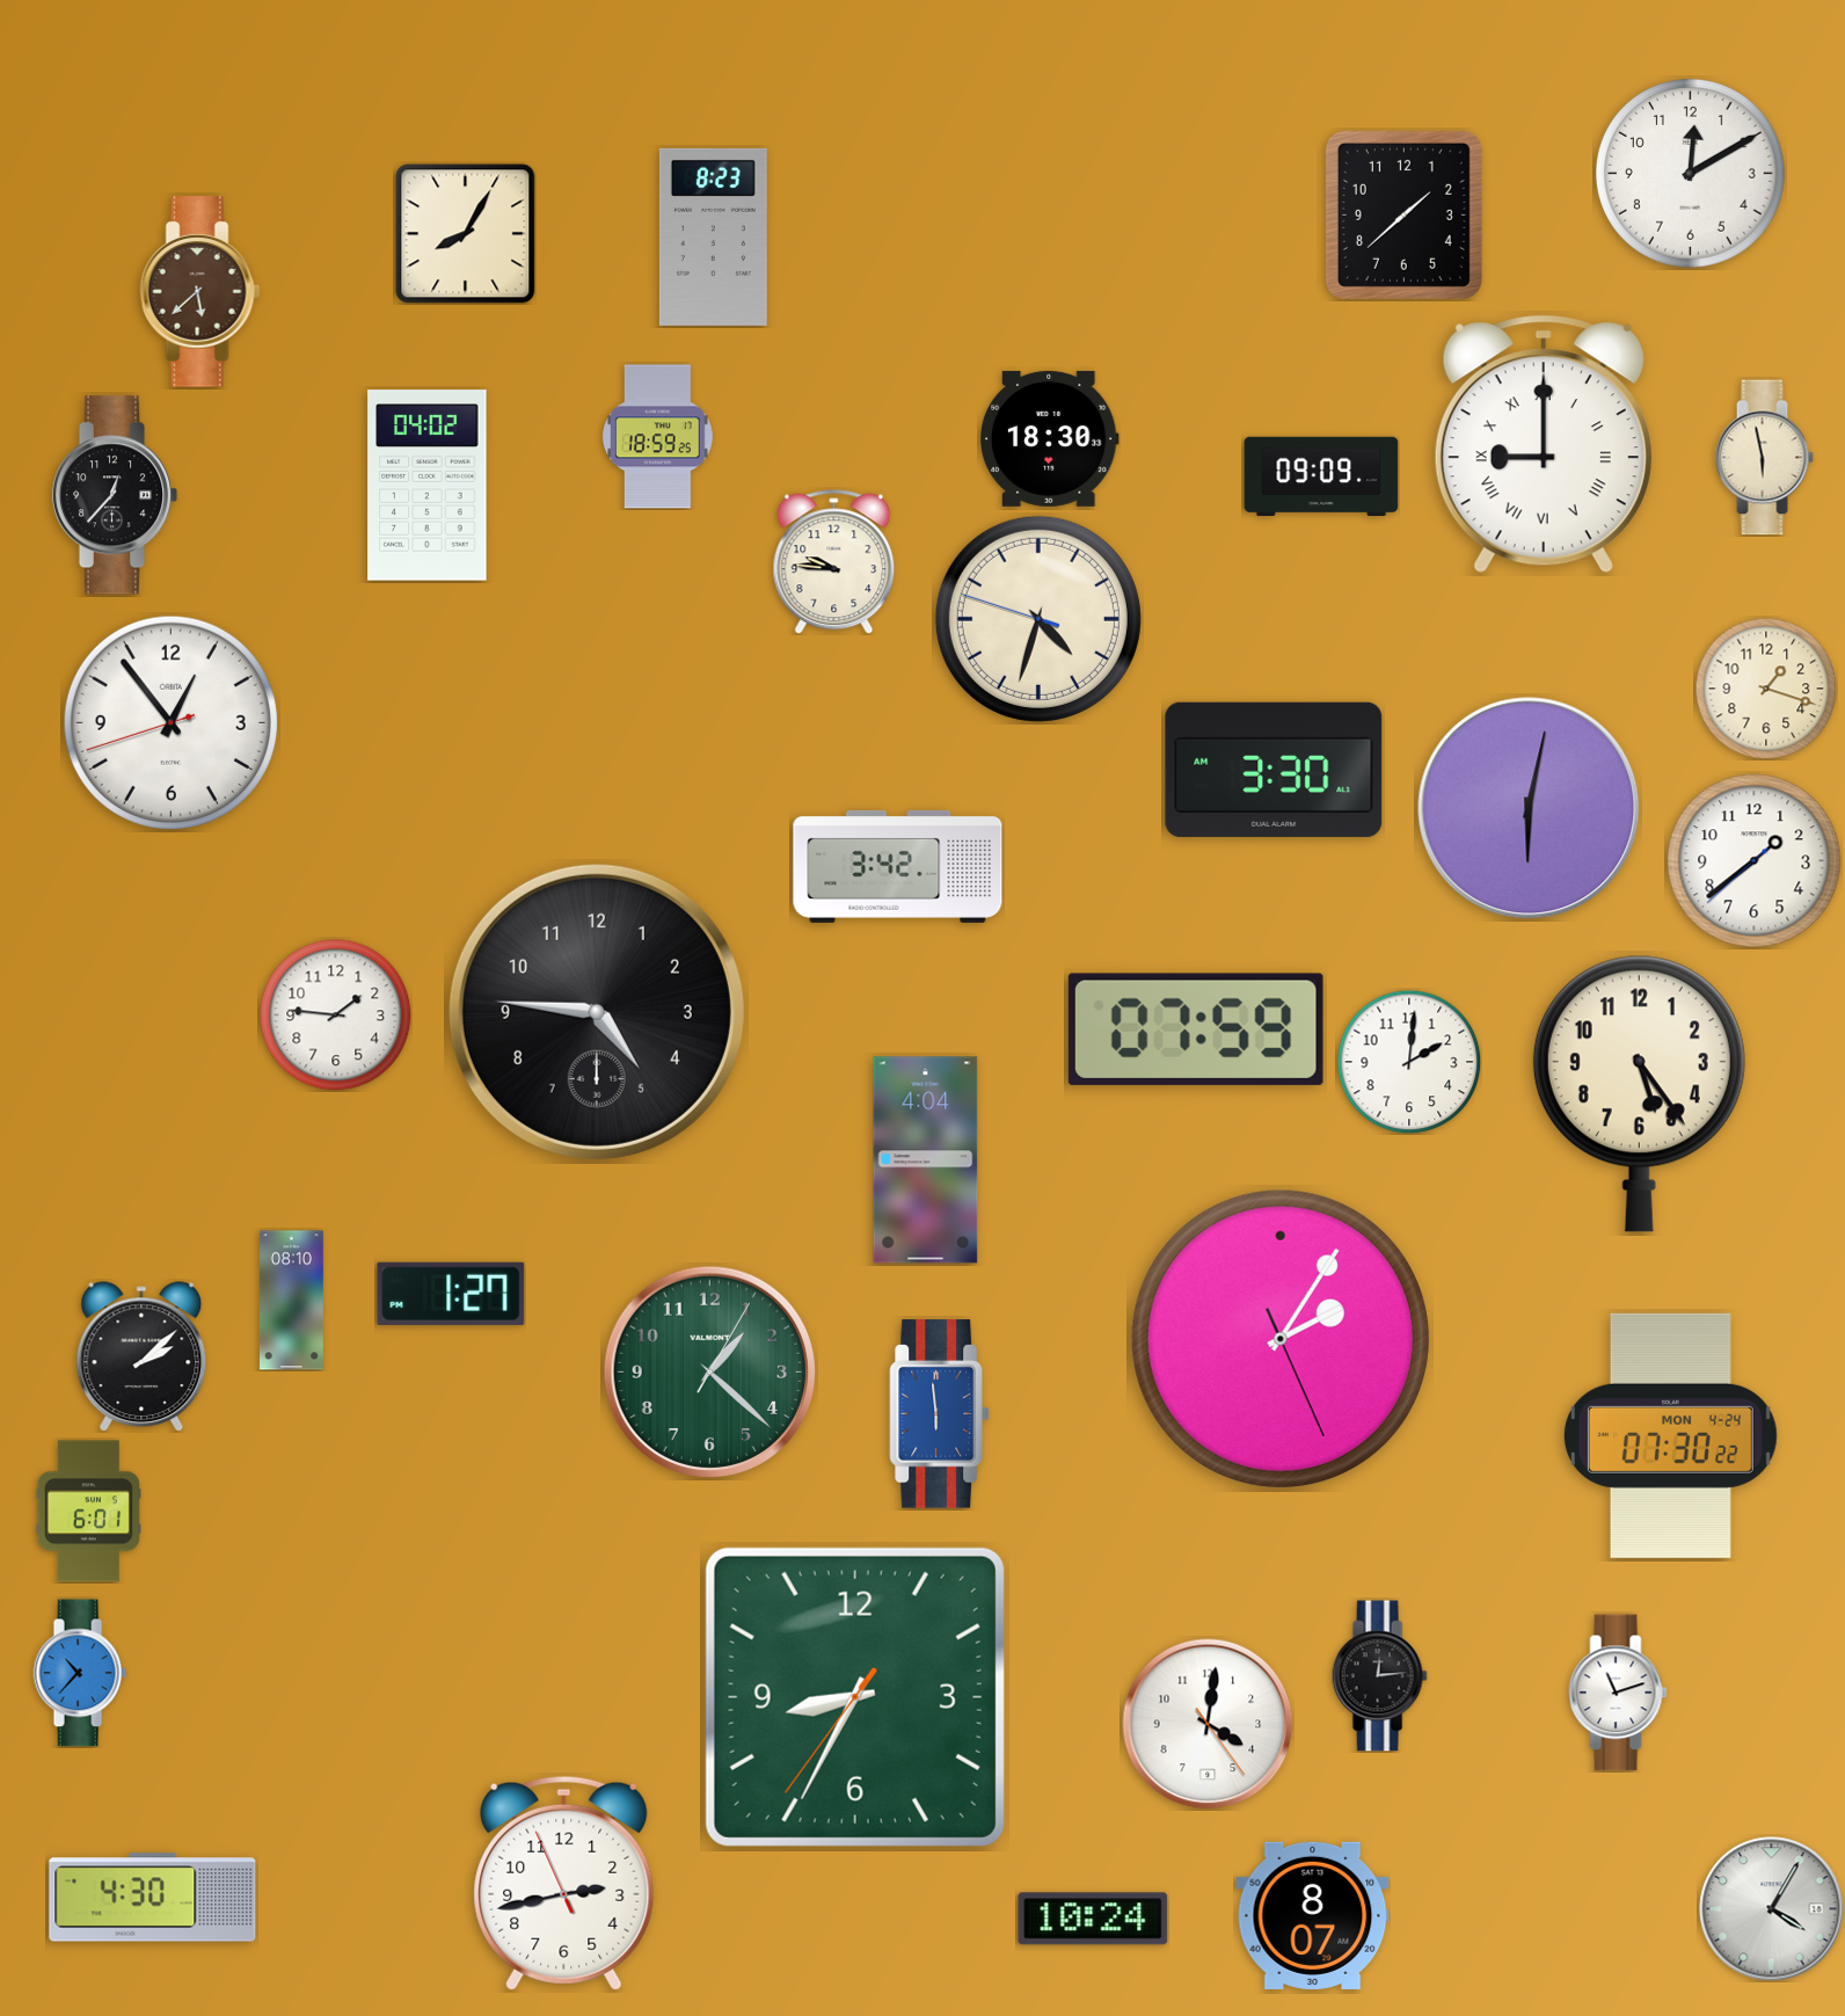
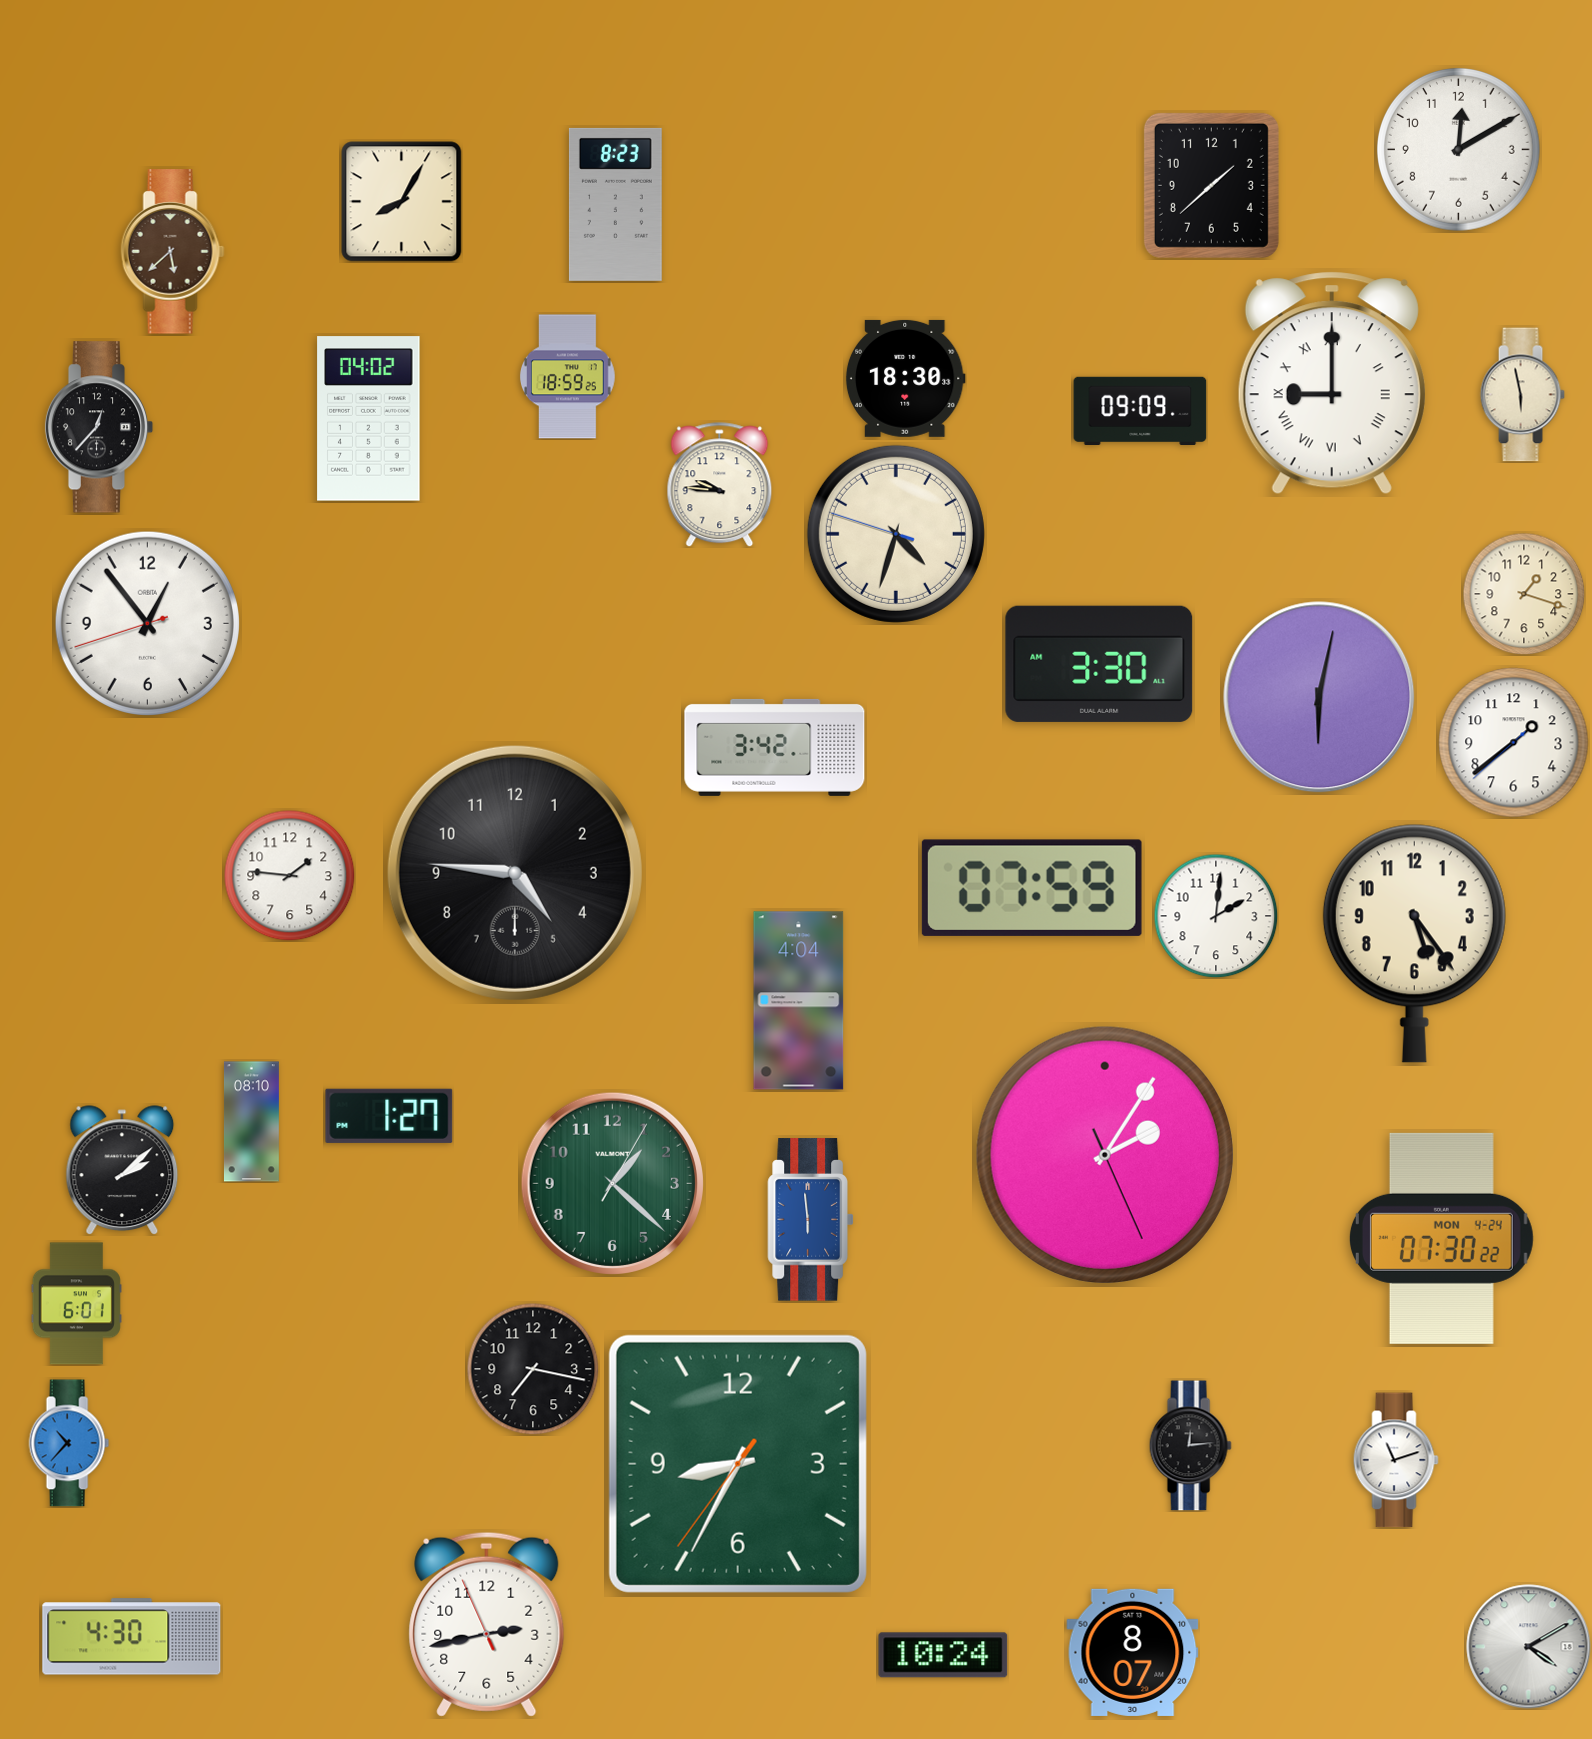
clock at (533, 1369): none -> 7:17
clock at (1208, 1724): 4:01 -> none
clock at (1772, 1909): 4:05 -> 4:10
